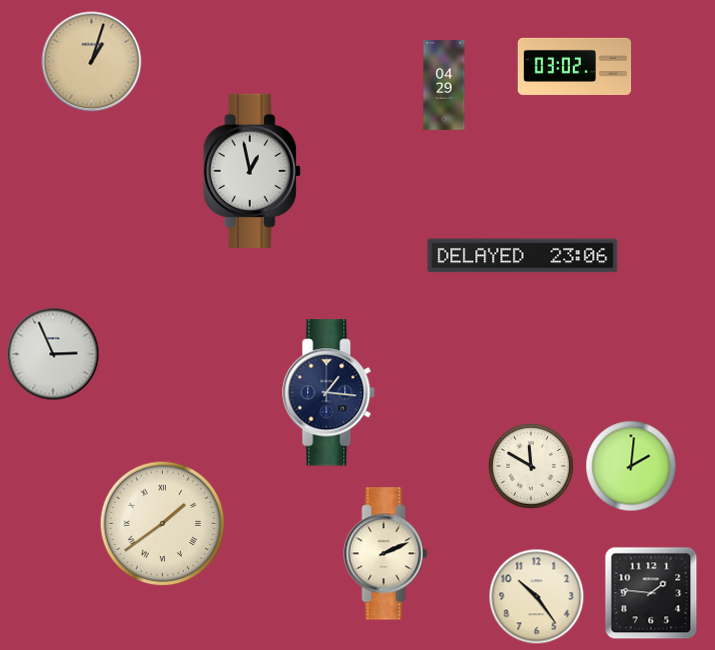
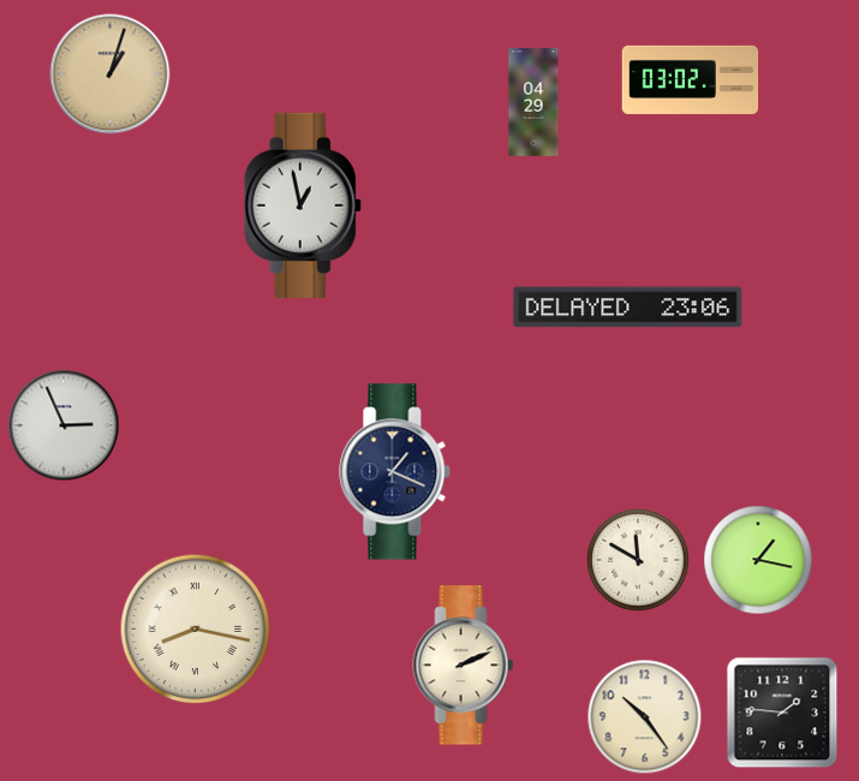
clock at (329, 393): 1:16 -> 1:19
clock at (631, 466): 2:01 -> 1:17
clock at (163, 524): 1:39 -> 8:17
